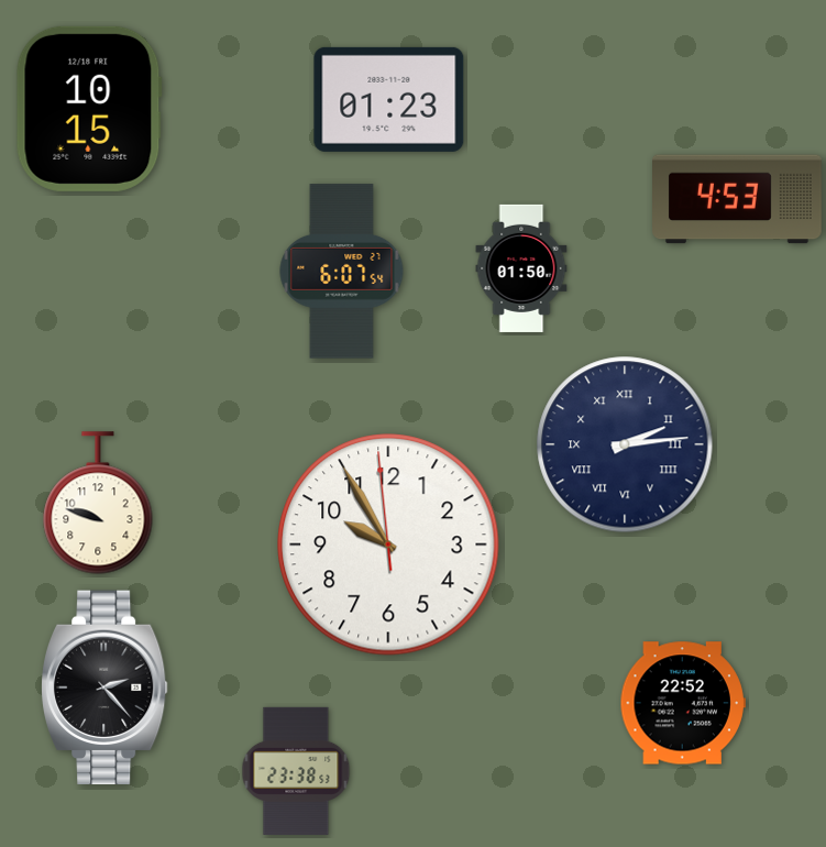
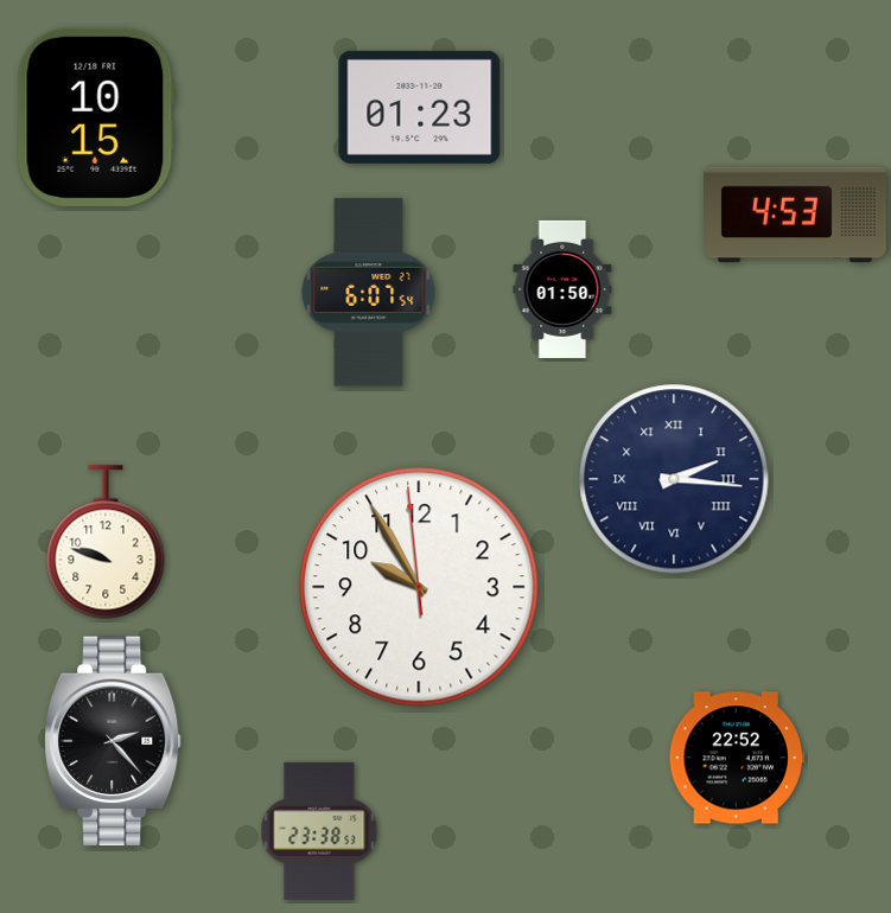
clock at (625, 444): 2:14 -> 2:16
